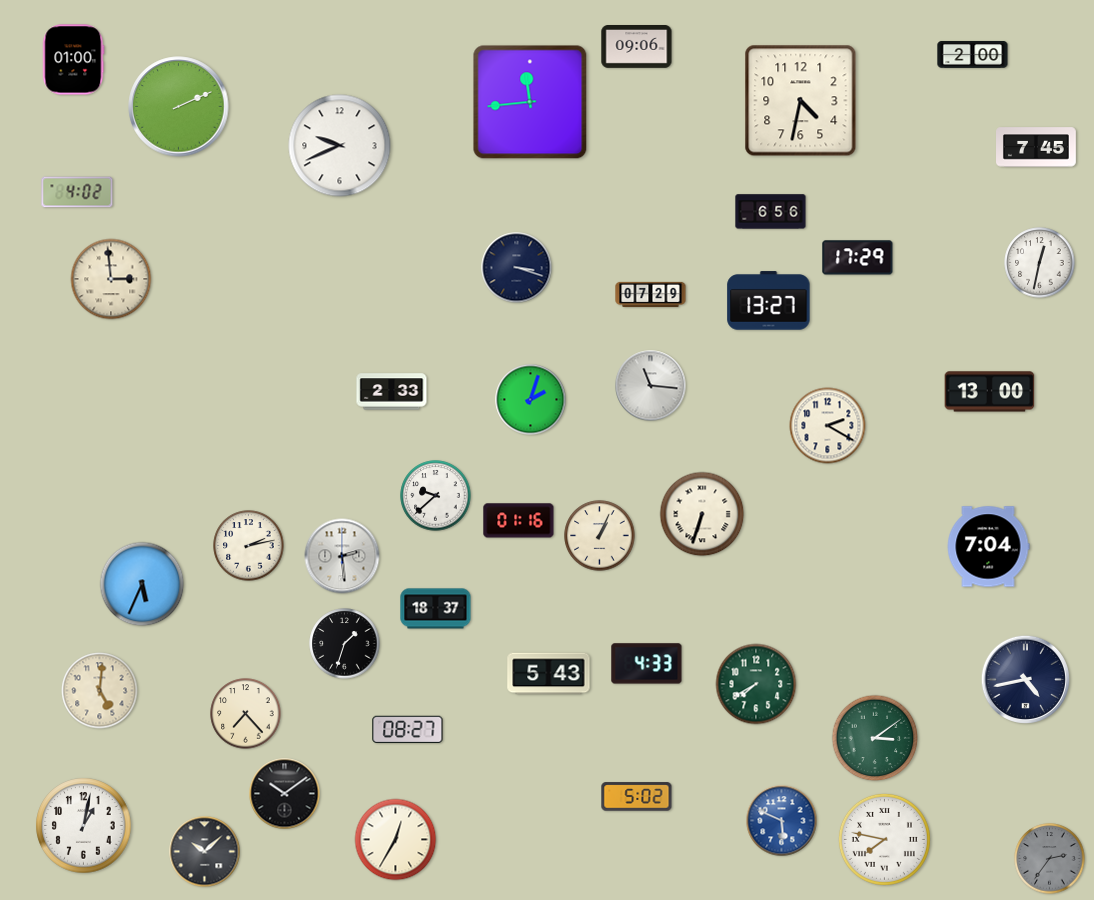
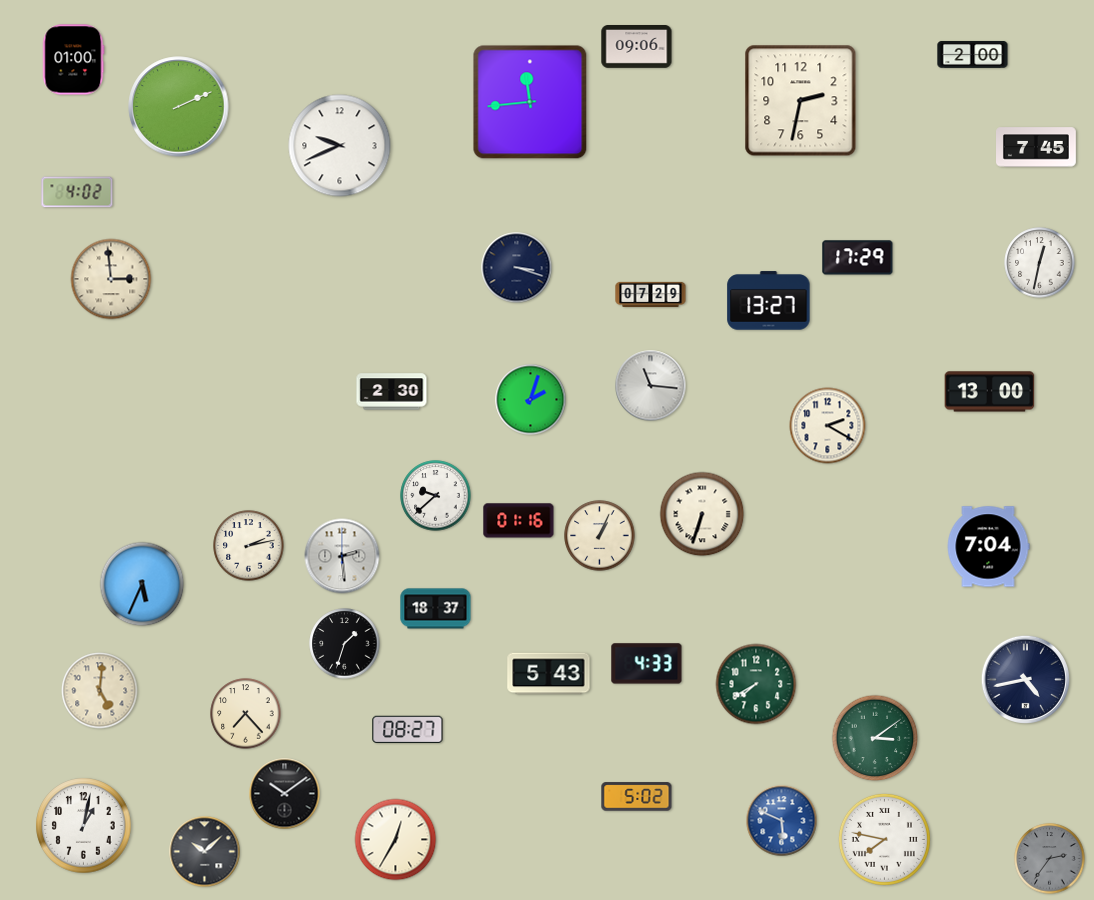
clock at (801, 101): 4:32 -> 2:32
clock at (771, 212): 6:56 -> none
clock at (392, 392): 2:33 -> 2:30
